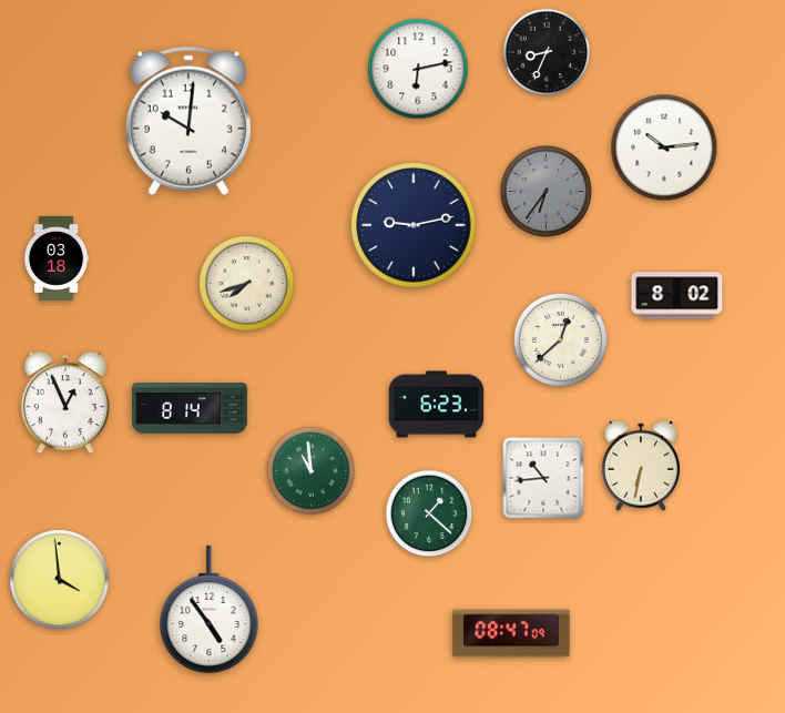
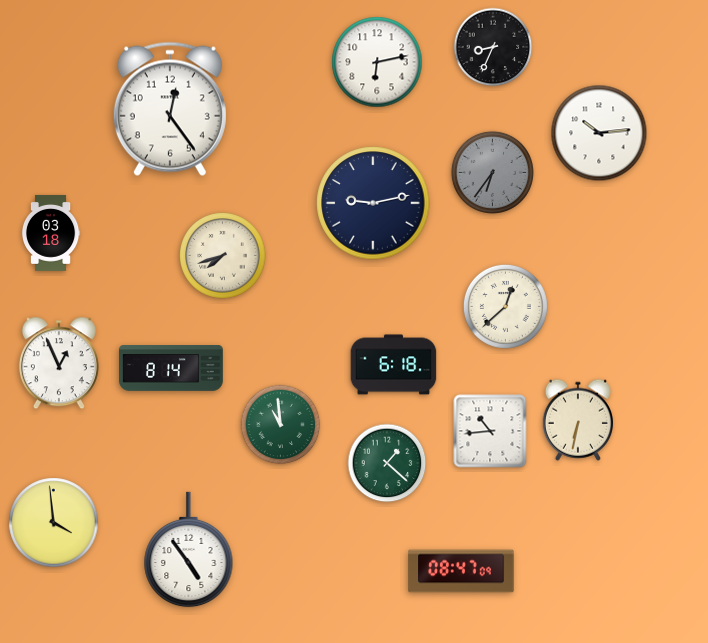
clock at (188, 121): 10:01 -> 12:24
clock at (677, 296): 8:02 -> none
clock at (437, 405): 6:23 -> 6:18
